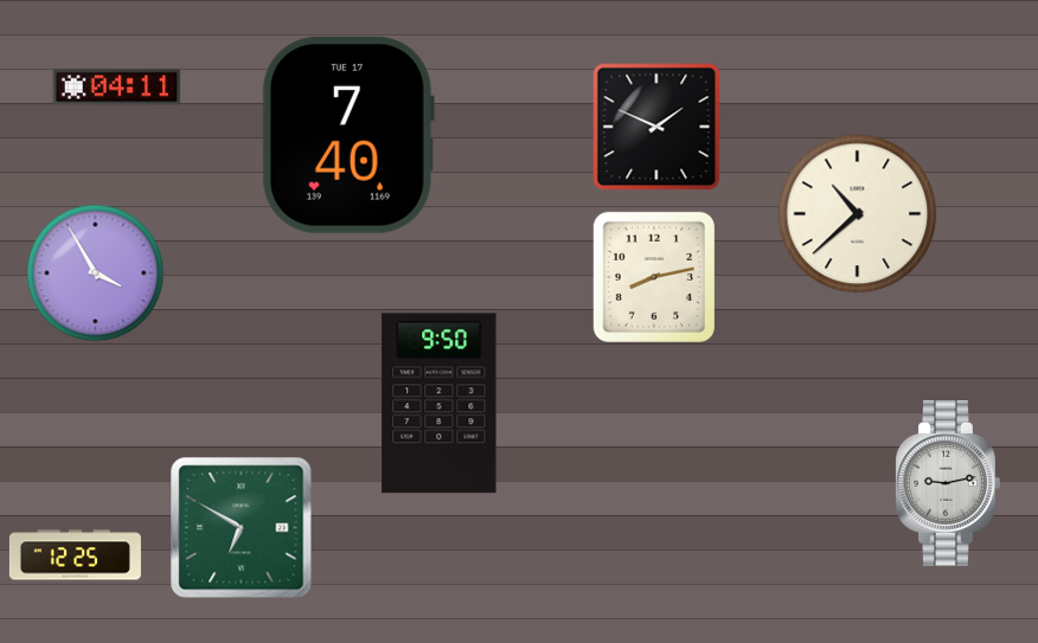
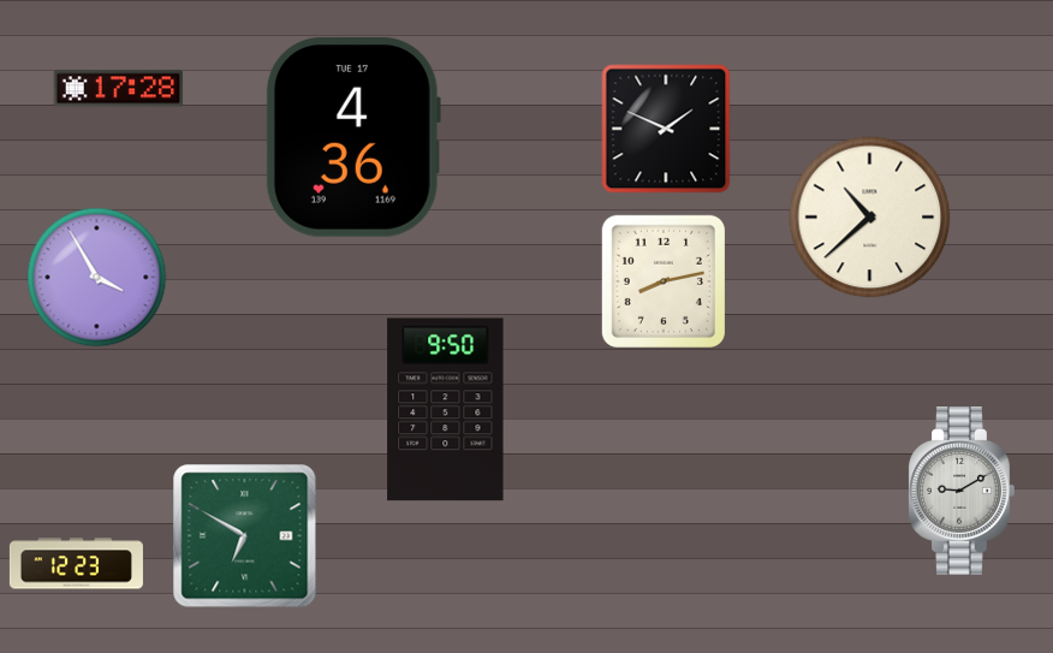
clock at (117, 88): 04:11 -> 17:28
clock at (348, 135): 7:40 -> 4:36
clock at (948, 484): 9:13 -> 9:10
clock at (75, 555): 12:25 -> 12:23
